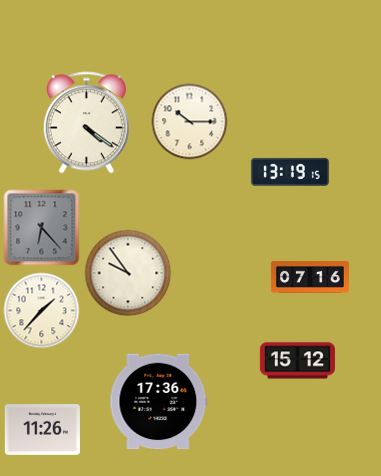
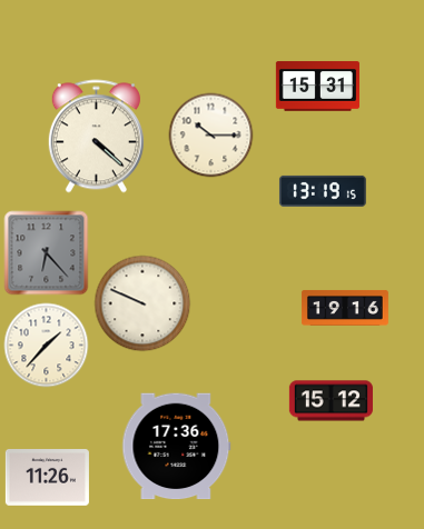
clock at (317, 87): none -> 15:31
clock at (86, 123): 4:21 -> 4:22
clock at (128, 273): 9:54 -> 9:49
clock at (310, 277): 07:16 -> 19:16
